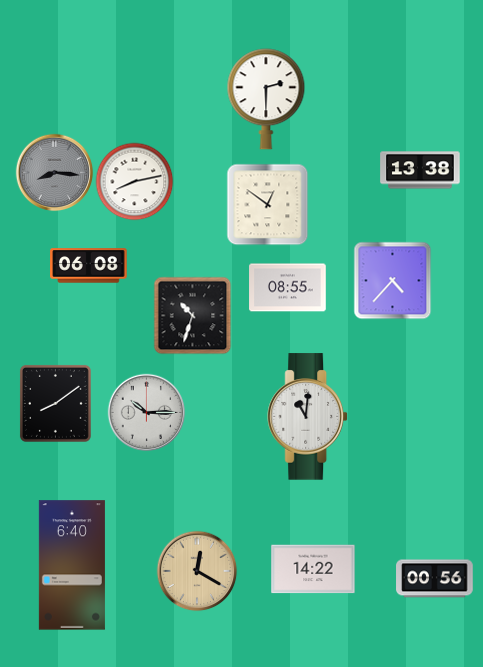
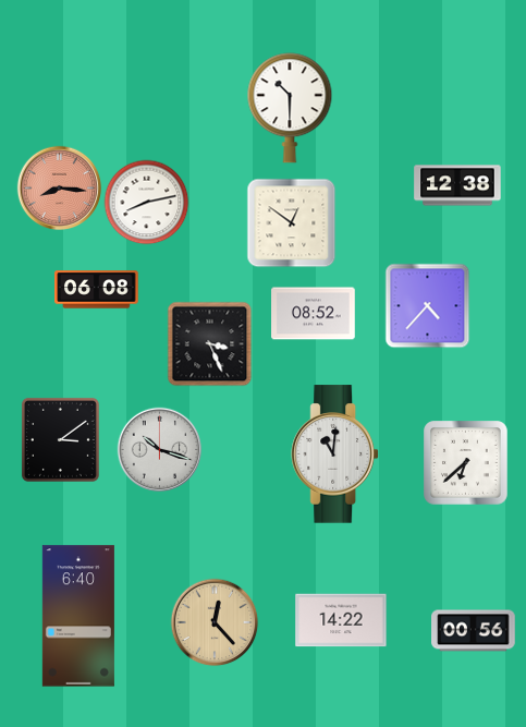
clock at (266, 99): 2:30 -> 10:30
clock at (420, 170): 13:38 -> 12:38
clock at (54, 172) dial: grey -> salmon
clock at (134, 181) position: (134, 181) -> (146, 202)
clock at (288, 288): 08:55 -> 08:52
clock at (192, 315): 10:33 -> 3:26
clock at (55, 403): 8:09 -> 3:09
clock at (146, 412): 10:15 -> 10:18
clock at (466, 463): none -> 6:38
clock at (197, 571): 12:20 -> 12:23
